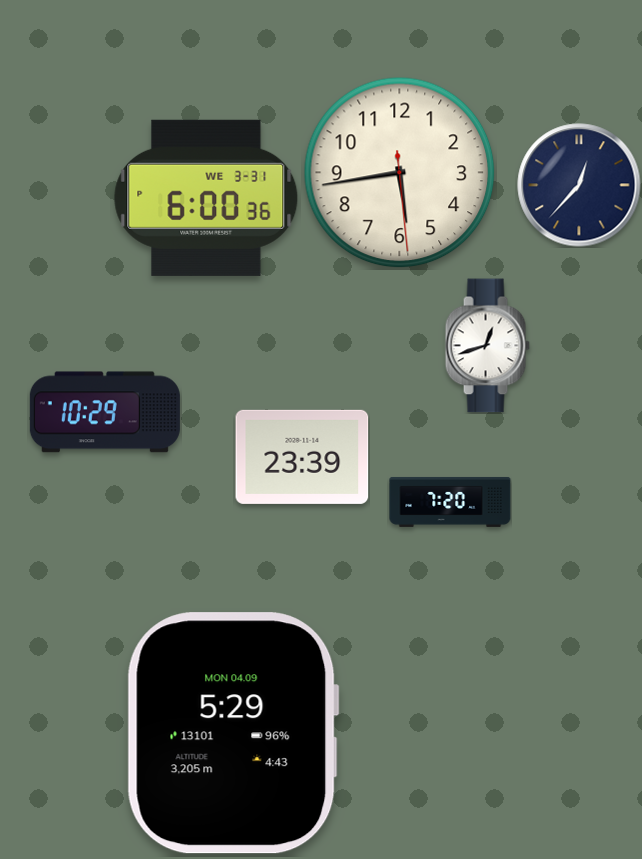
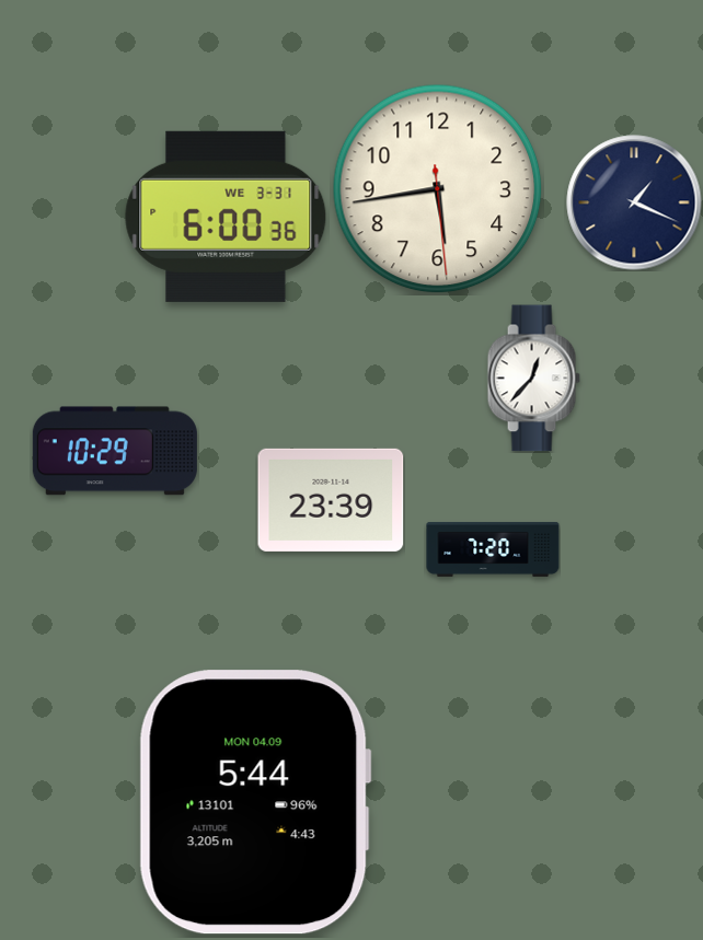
clock at (579, 185): 12:37 -> 1:19
clock at (487, 346): 12:42 -> 12:37
clock at (233, 733): 5:29 -> 5:44
